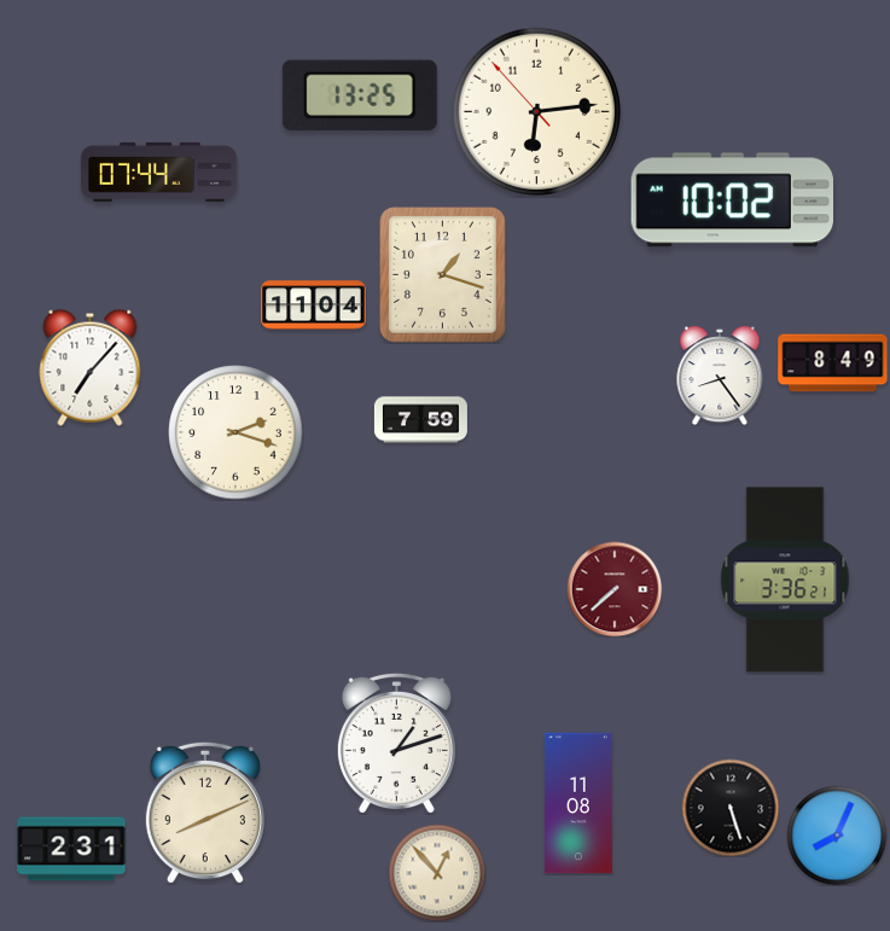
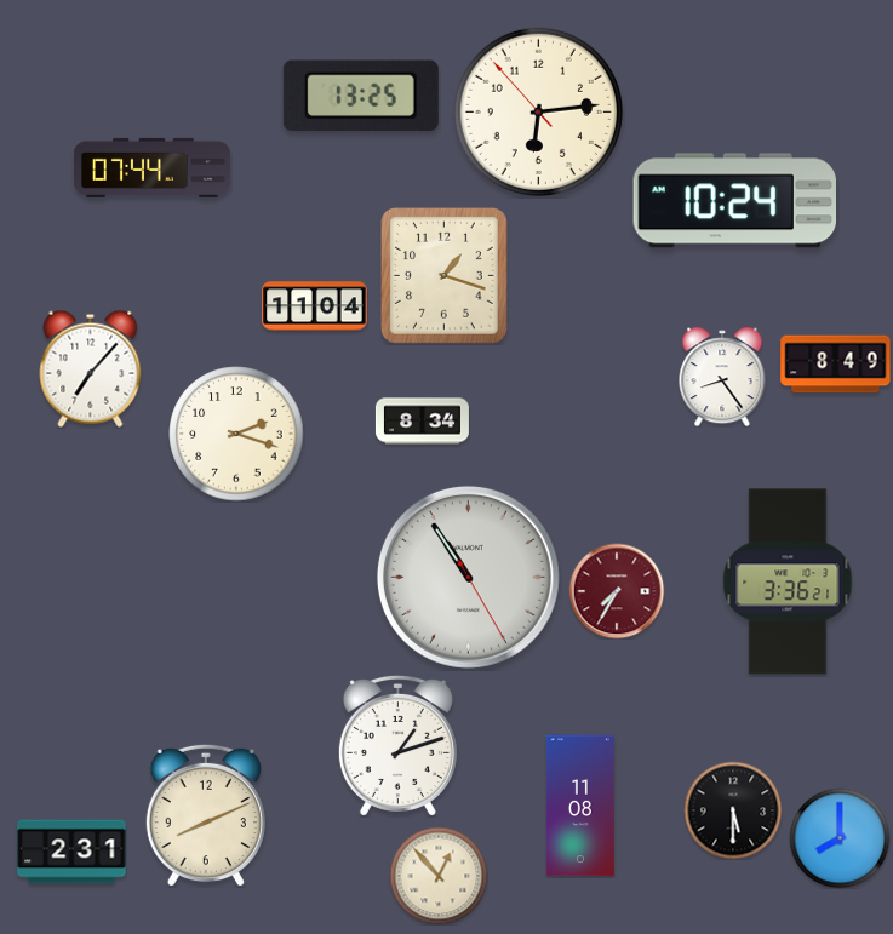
clock at (158, 171) position: (158, 171) -> (151, 167)
clock at (732, 200): 10:02 -> 10:24
clock at (420, 420): 7:59 -> 8:34
clock at (468, 577): none -> 10:54
clock at (615, 589): 7:38 -> 7:35
clock at (731, 808): 5:27 -> 5:30
clock at (837, 836): 8:04 -> 8:00
